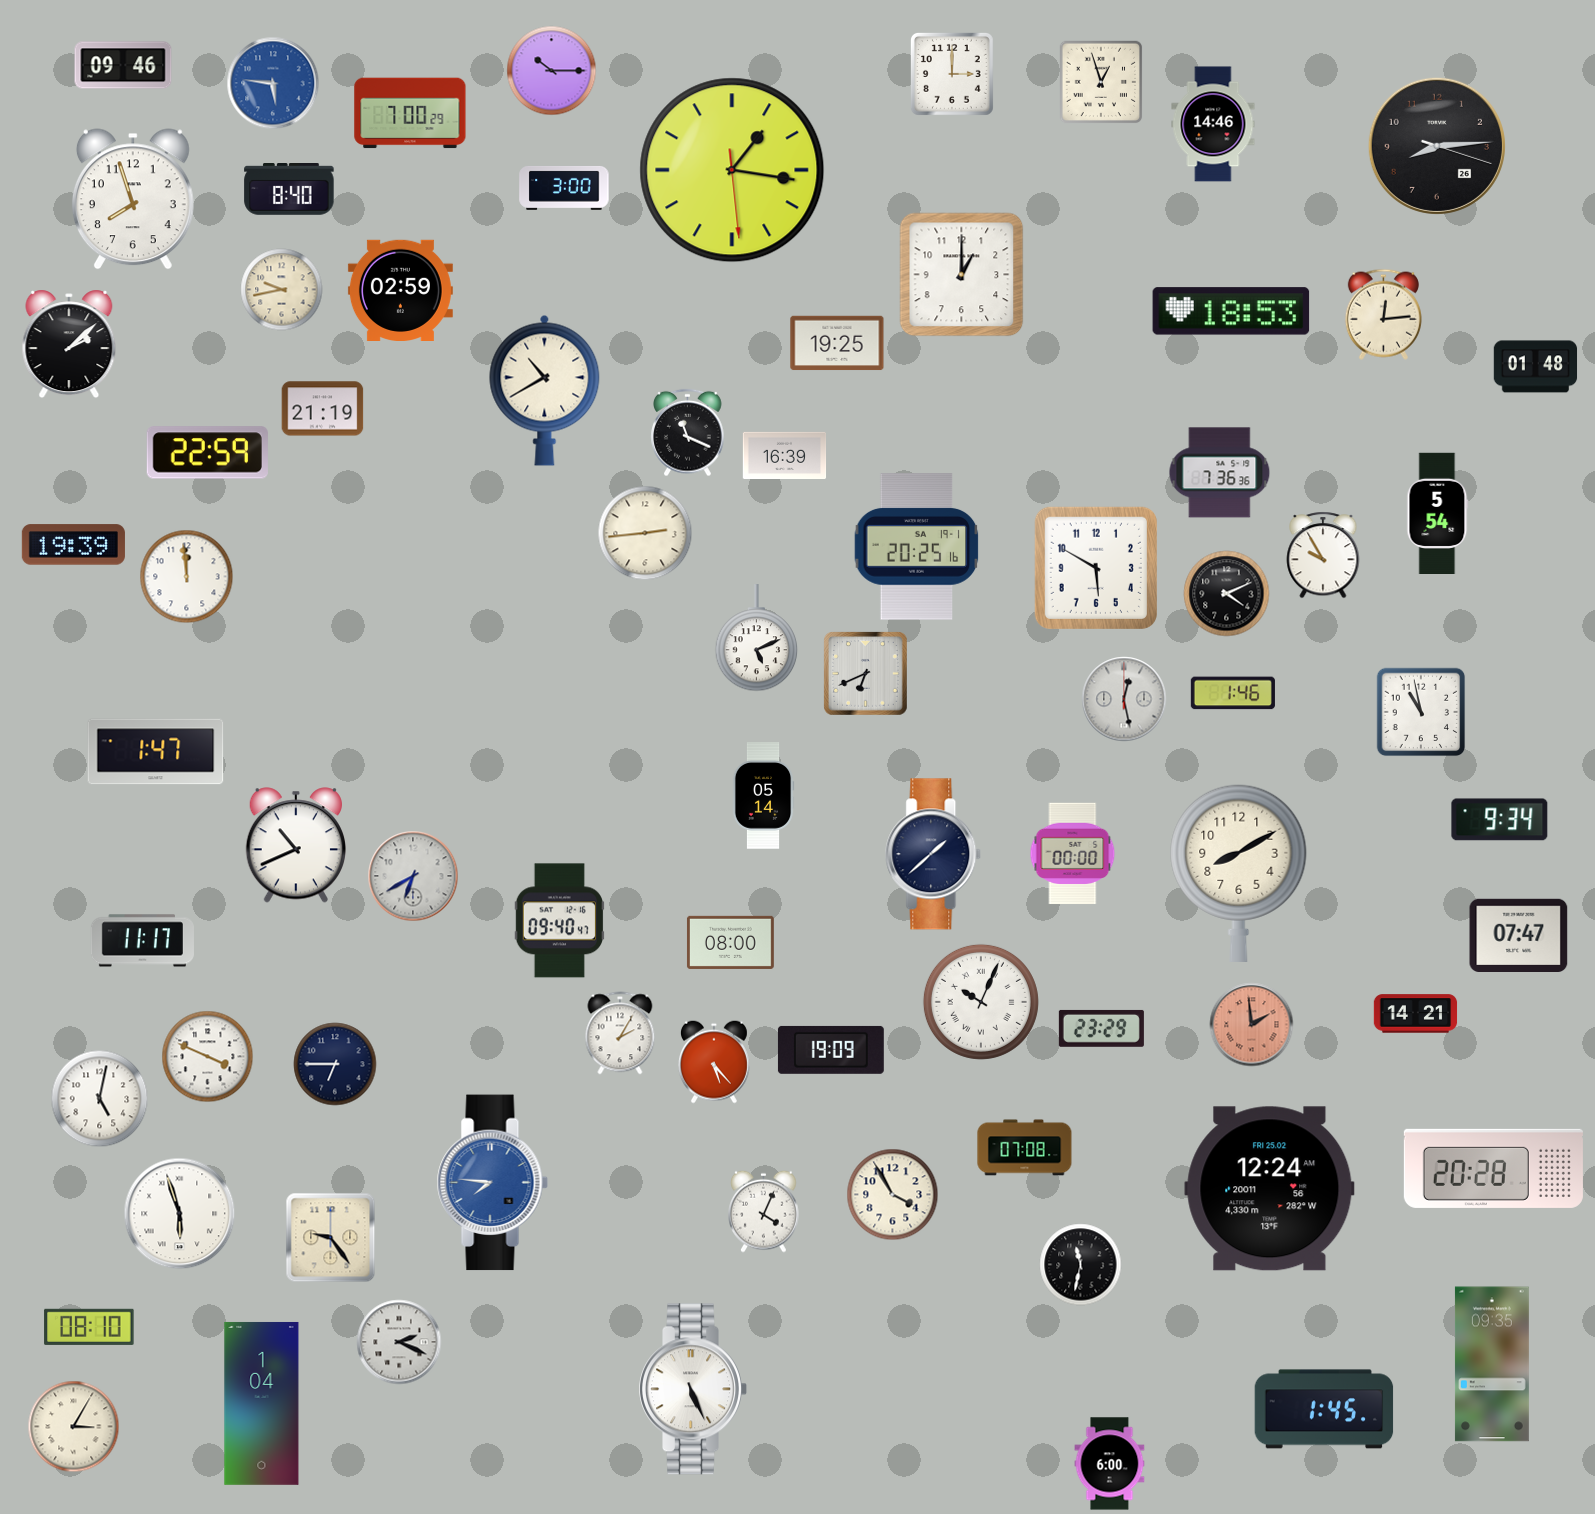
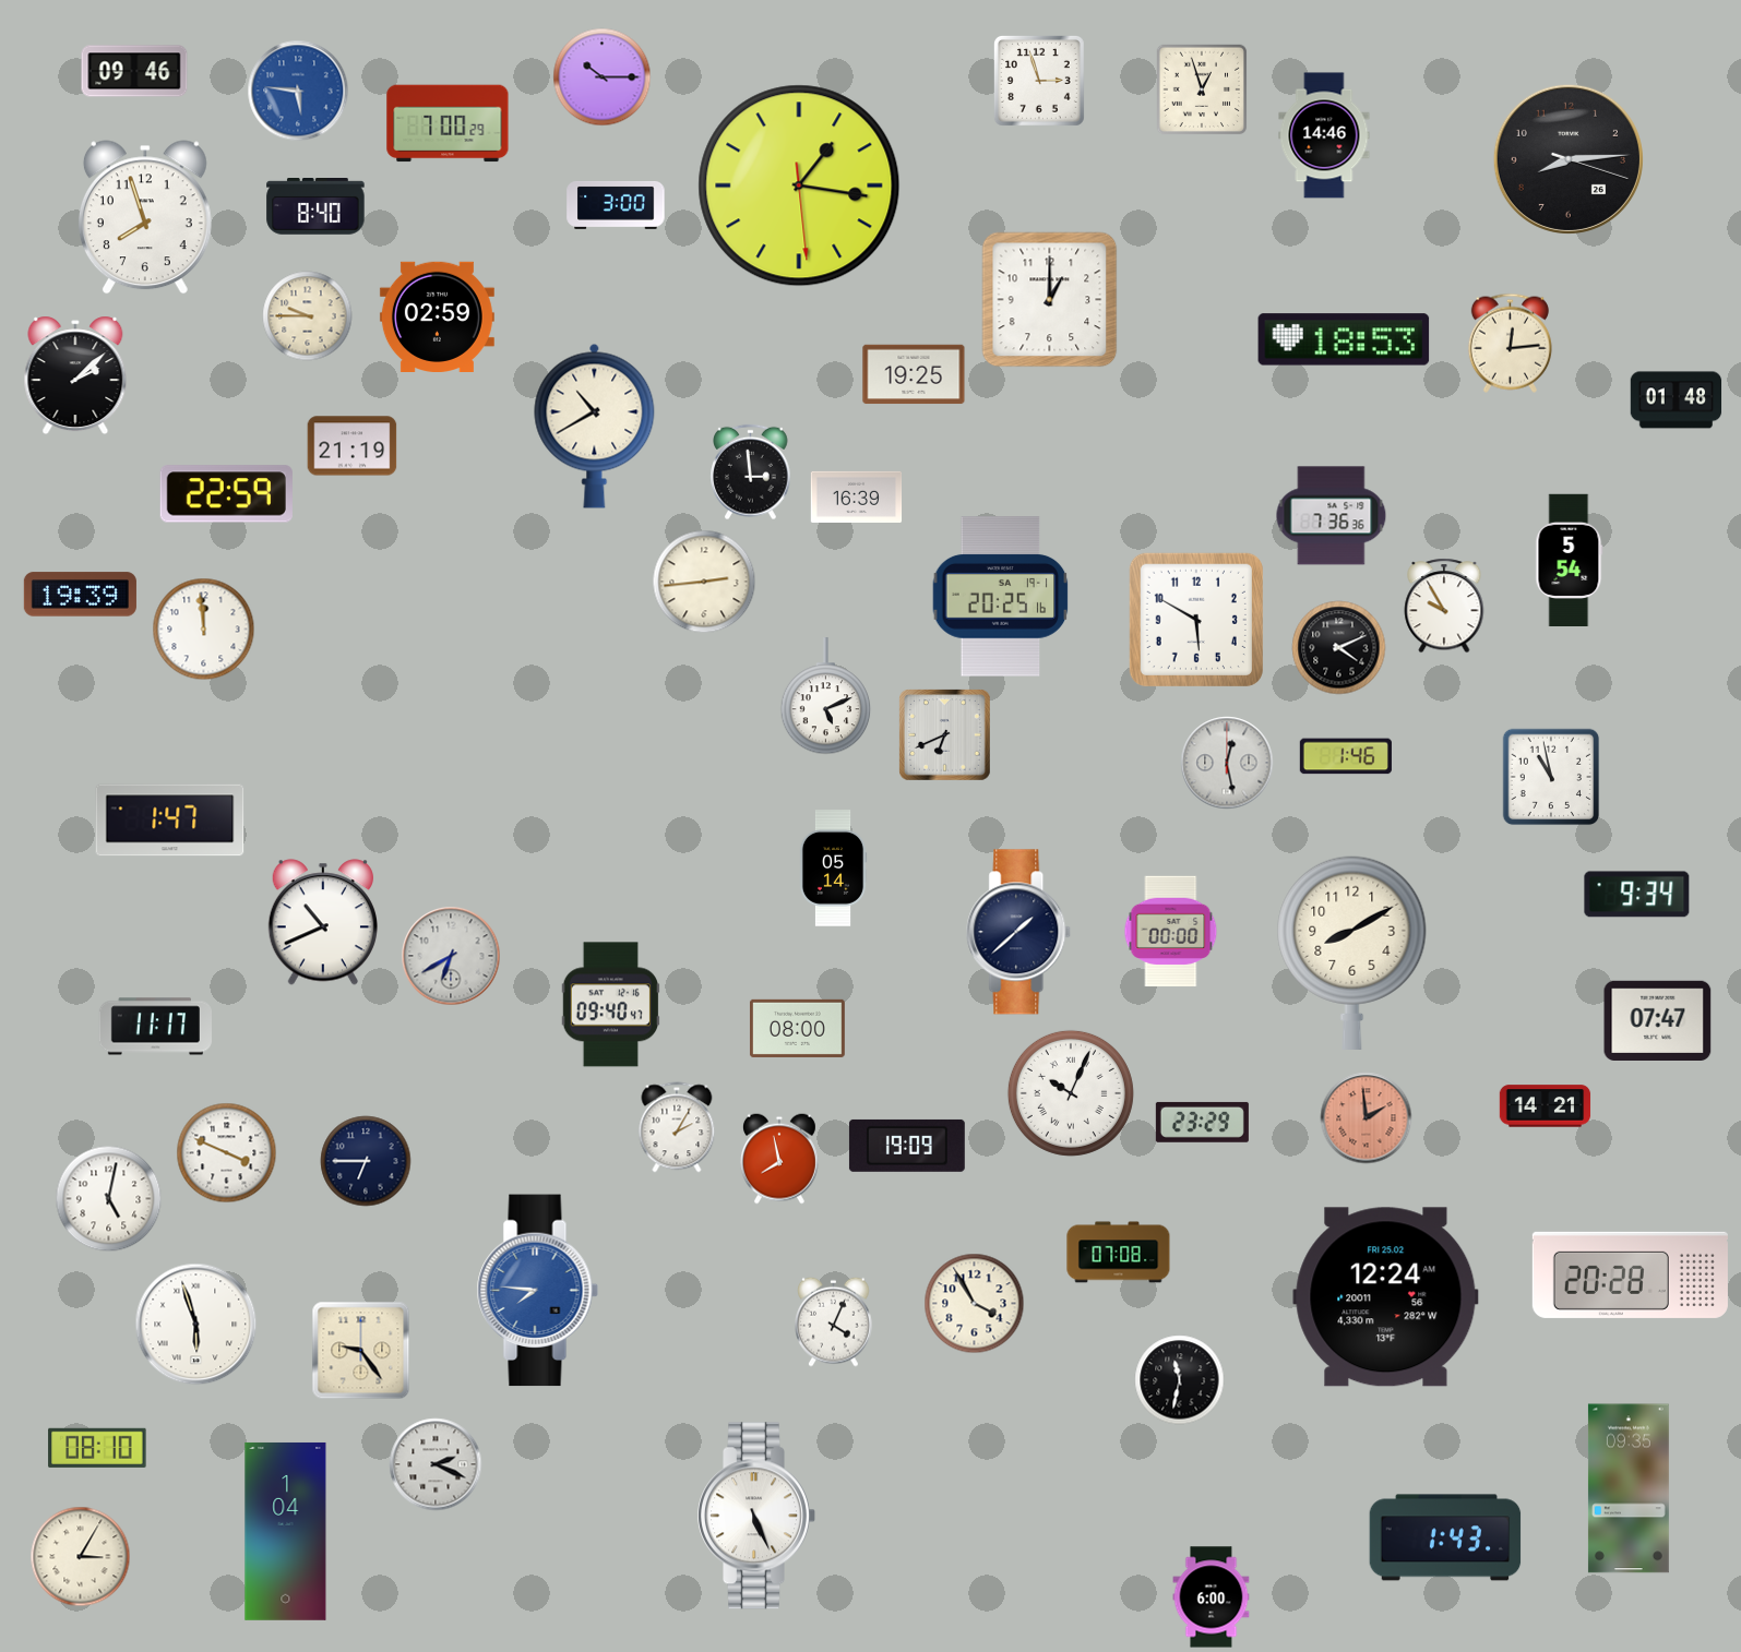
clock at (953, 75): 3:00 -> 2:57
clock at (282, 290): 9:43 -> 9:45
clock at (688, 433): 11:19 -> 2:59
clock at (714, 1062): 5:23 -> 7:58
clock at (1324, 1409): 1:45 -> 1:43
